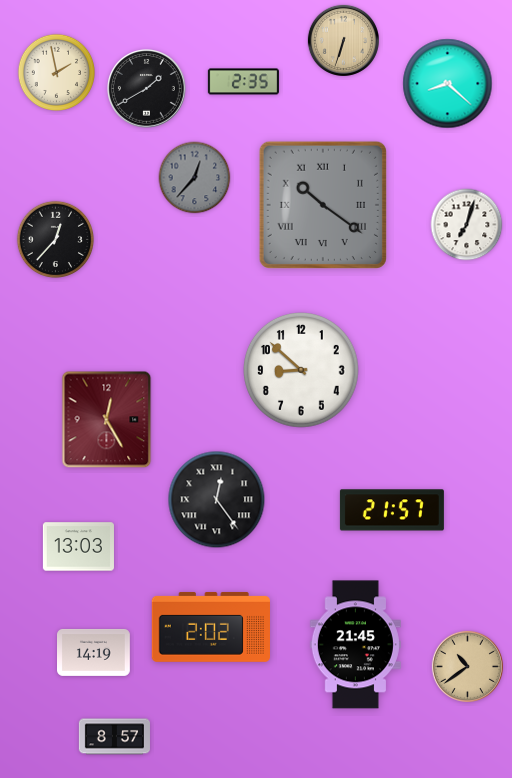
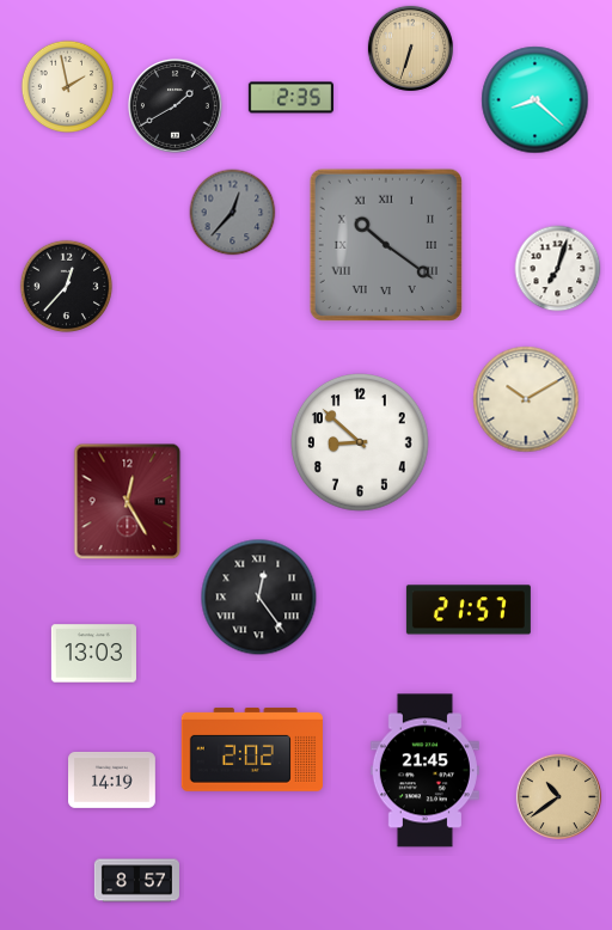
clock at (526, 399): none -> 10:10
